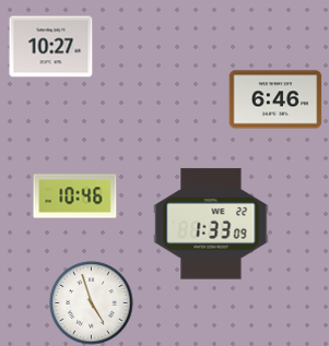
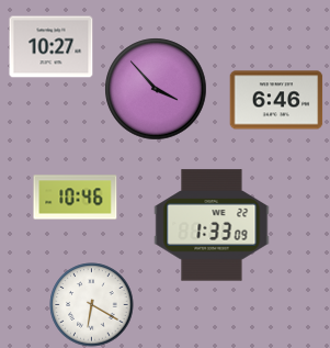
clock at (156, 89): none -> 3:53
clock at (92, 303): 4:57 -> 6:20
